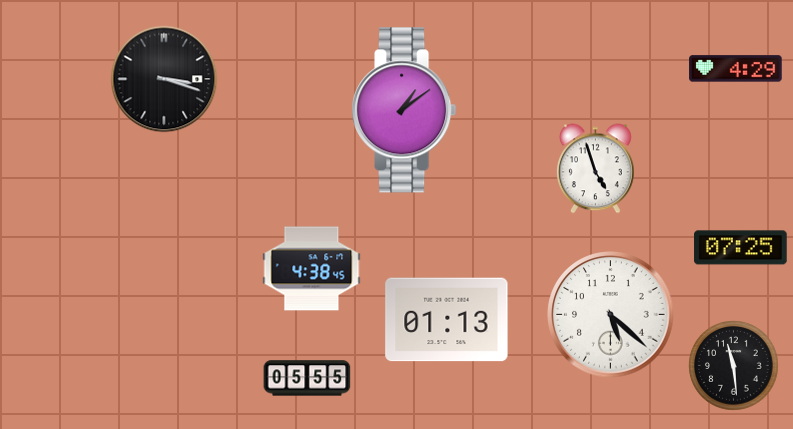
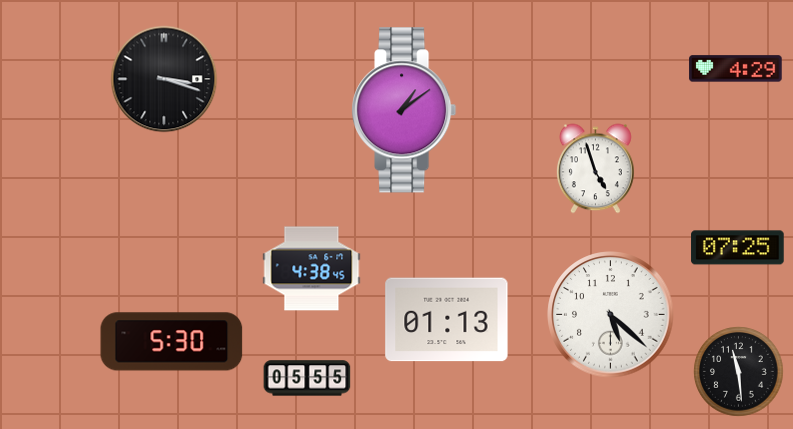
clock at (741, 248) position: (741, 248) -> (738, 248)
clock at (172, 342): none -> 5:30
clock at (734, 366) position: (734, 366) -> (739, 372)
